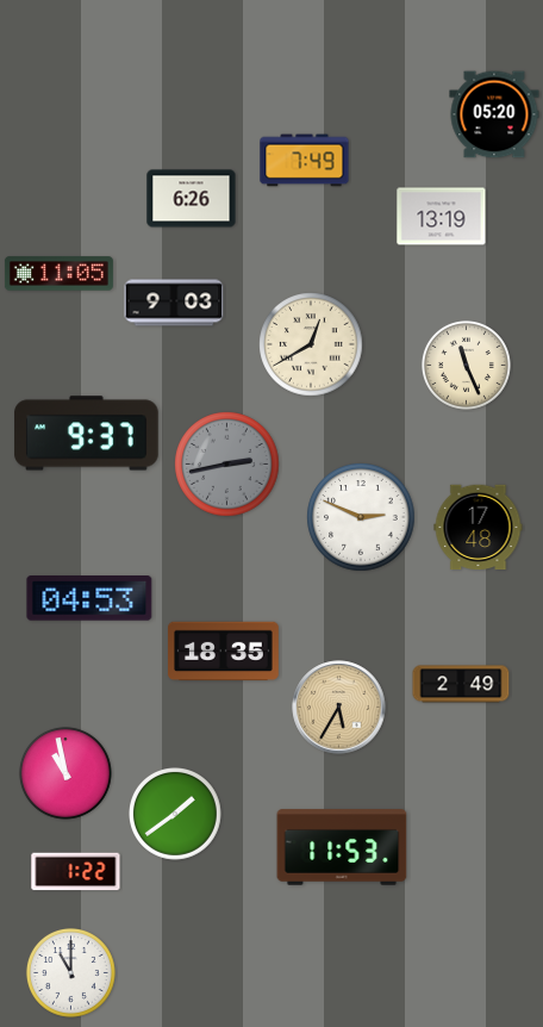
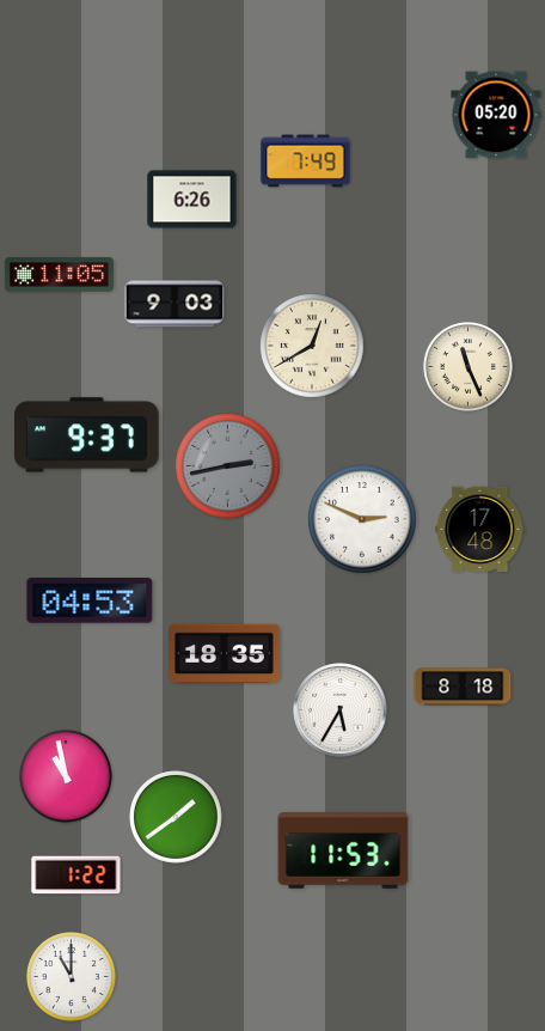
clock at (442, 217): 13:19 -> none
clock at (461, 684): 2:49 -> 8:18
clock at (339, 708) dial: champagne -> white
